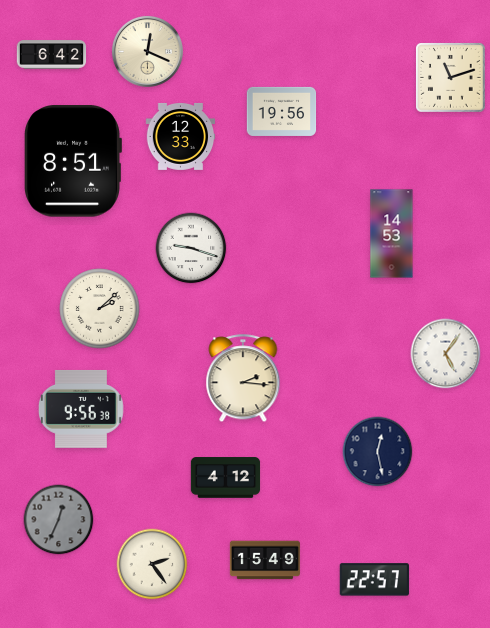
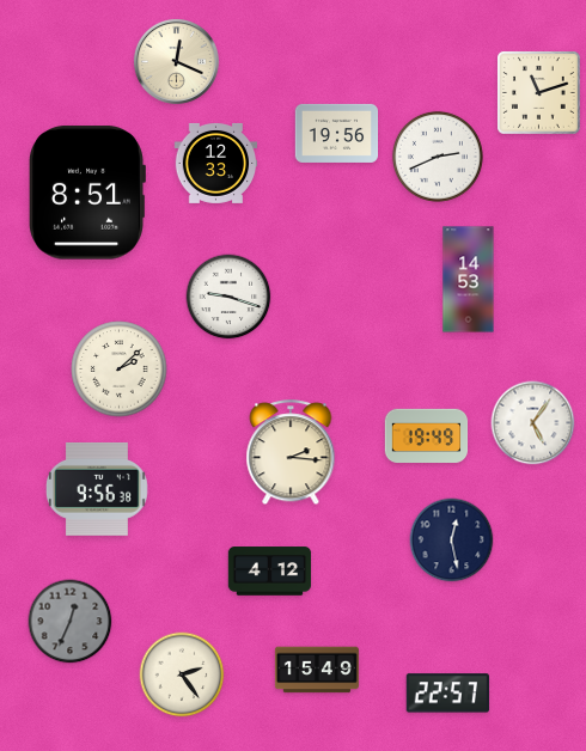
clock at (52, 55): 6:42 -> none
clock at (438, 157): none -> 2:41
clock at (427, 436): none -> 19:49
